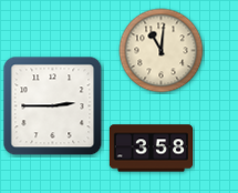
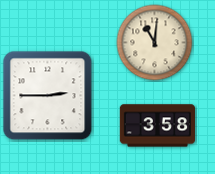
clock at (162, 51) position: (162, 51) -> (155, 43)
clock at (151, 149) position: (151, 149) -> (157, 126)
